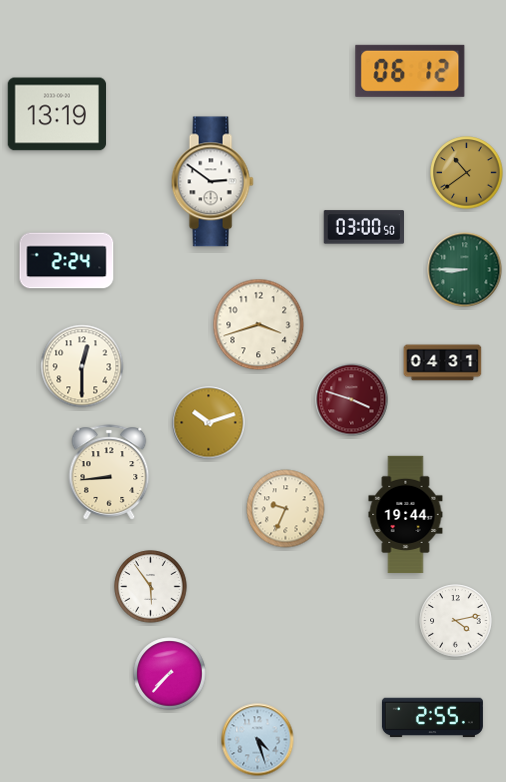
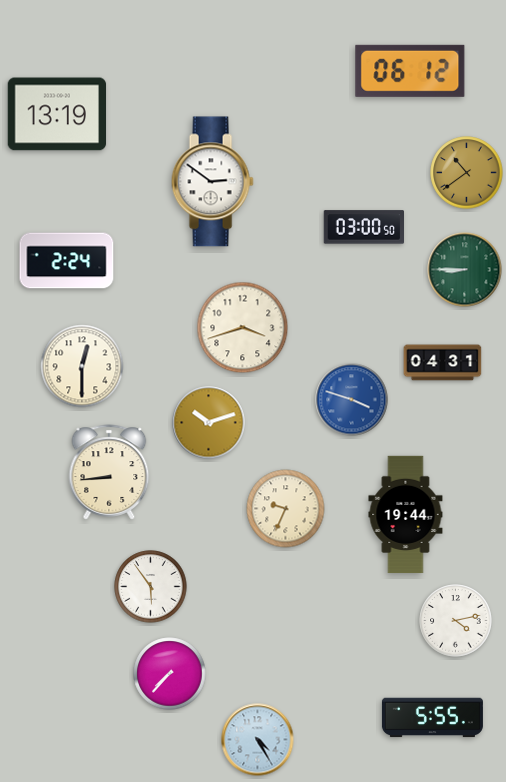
clock at (259, 325) position: (259, 325) -> (243, 328)
clock at (352, 400) dial: burgundy -> blue
clock at (432, 718): 2:55 -> 5:55
clock at (258, 740): 4:27 -> 4:25
